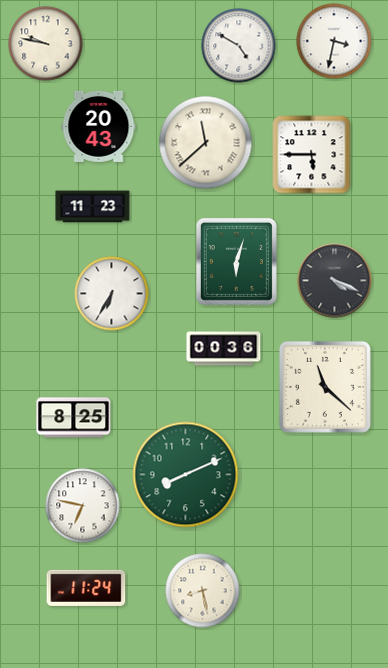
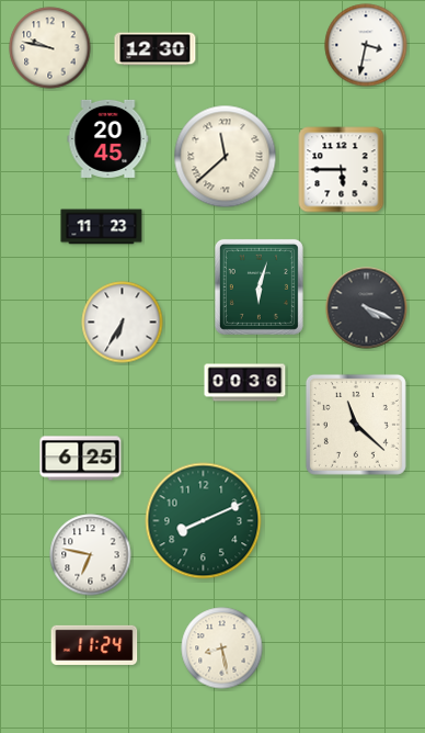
clock at (156, 49): none -> 12:30
clock at (239, 46): 4:50 -> none
clock at (99, 126): 20:43 -> 20:45
clock at (74, 418): 8:25 -> 6:25
